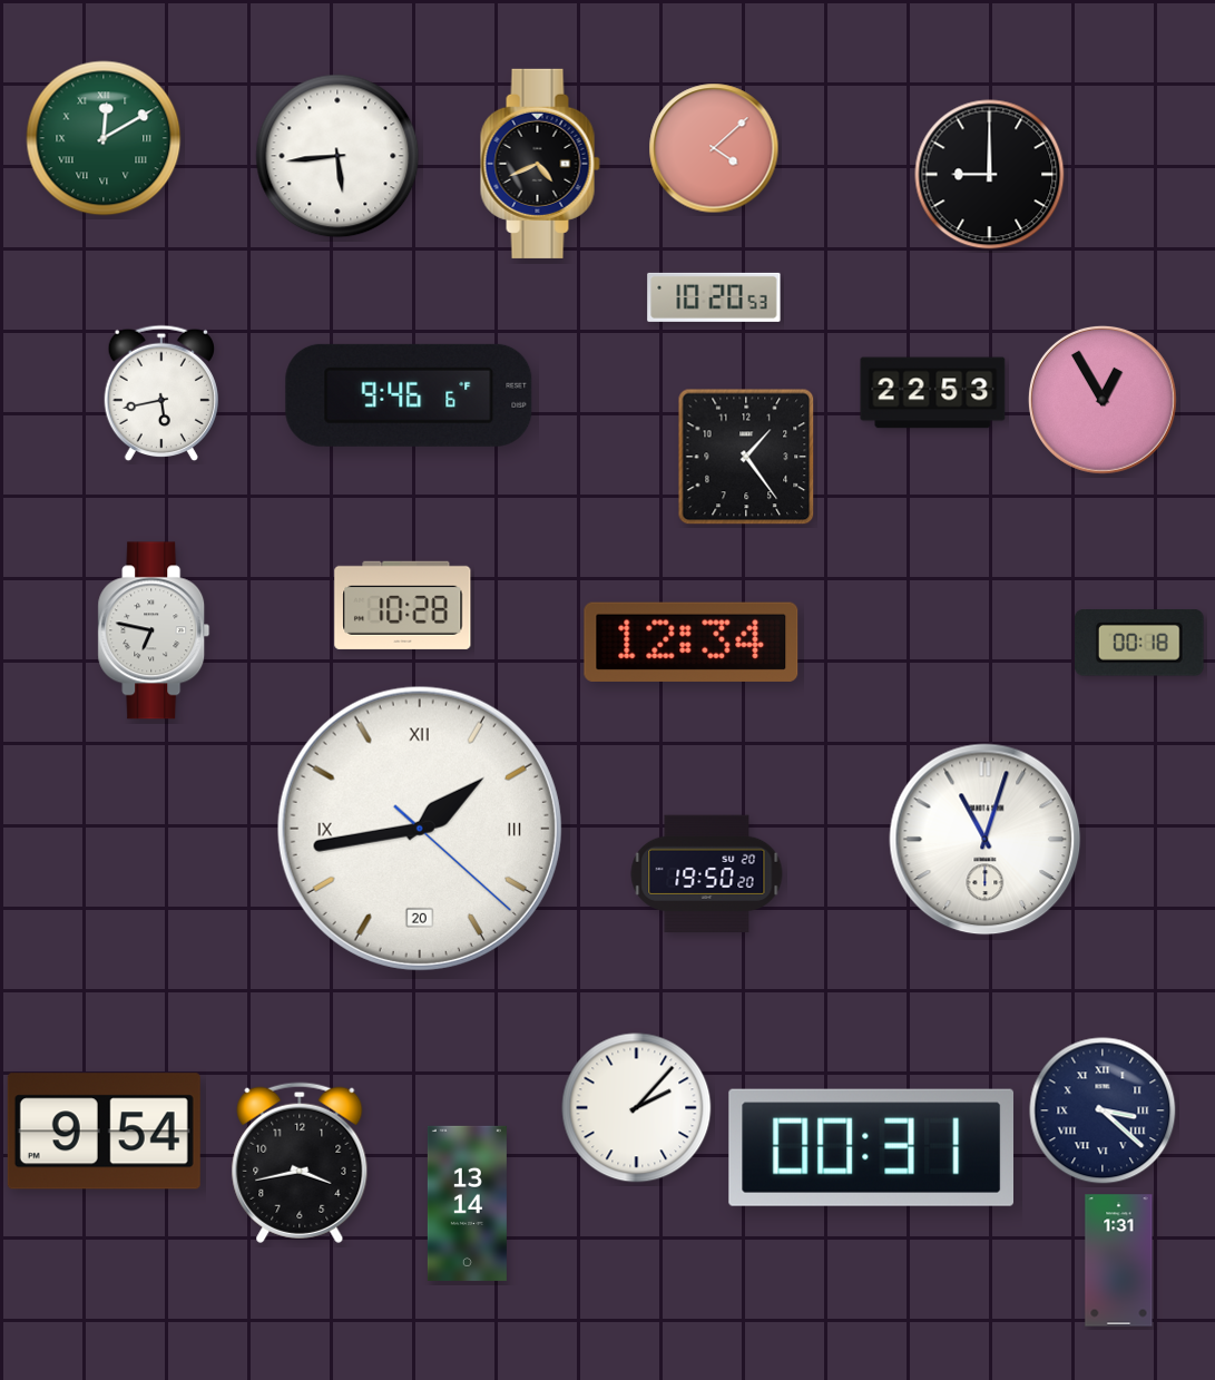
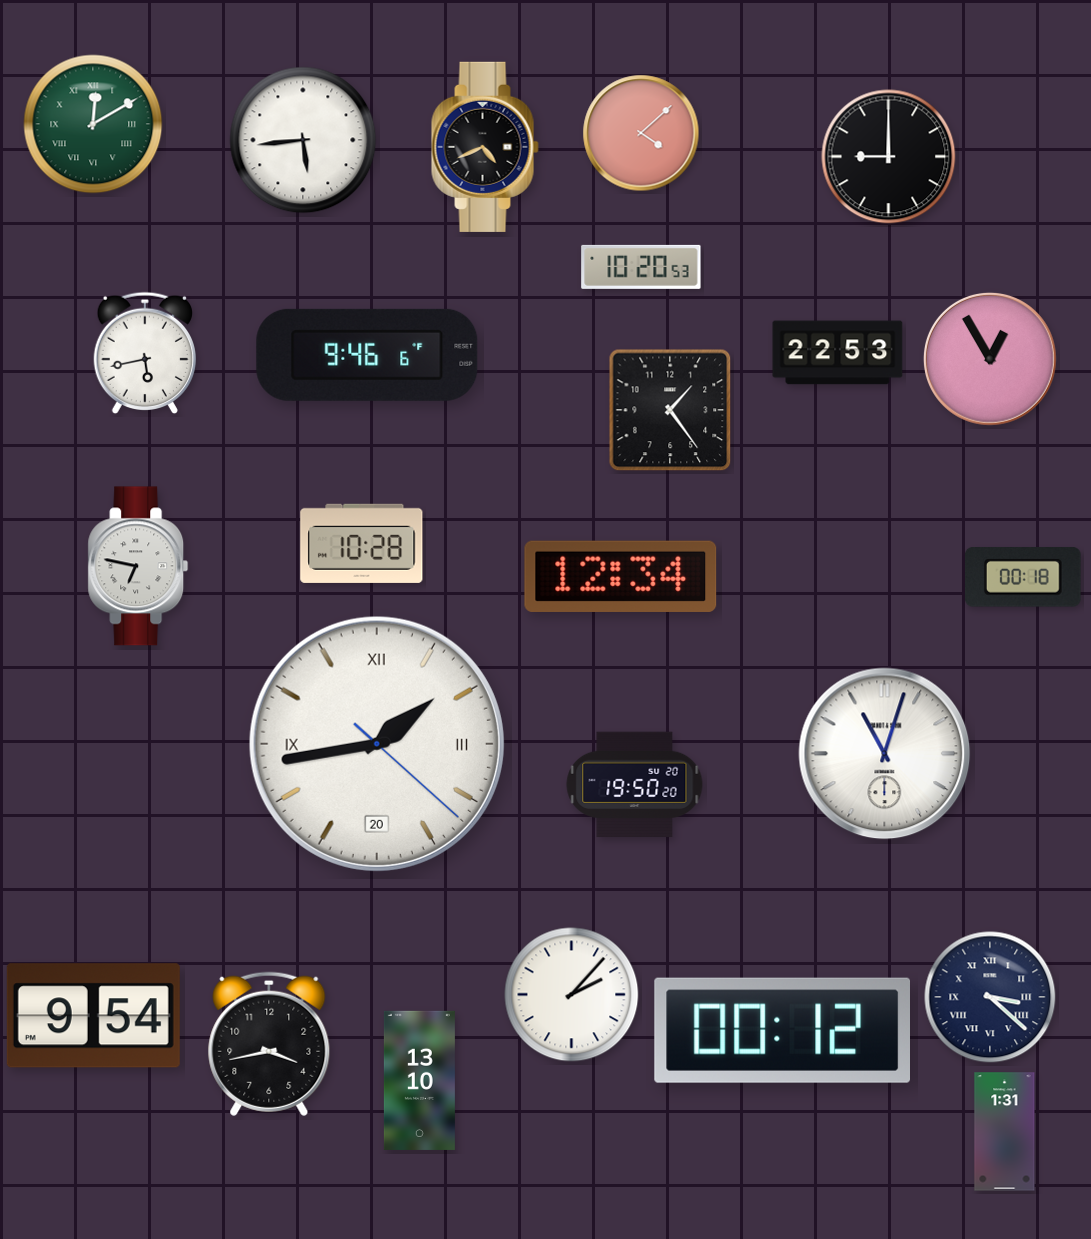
clock at (871, 1147): 00:31 -> 00:12
clock at (467, 1203): 13:14 -> 13:10
